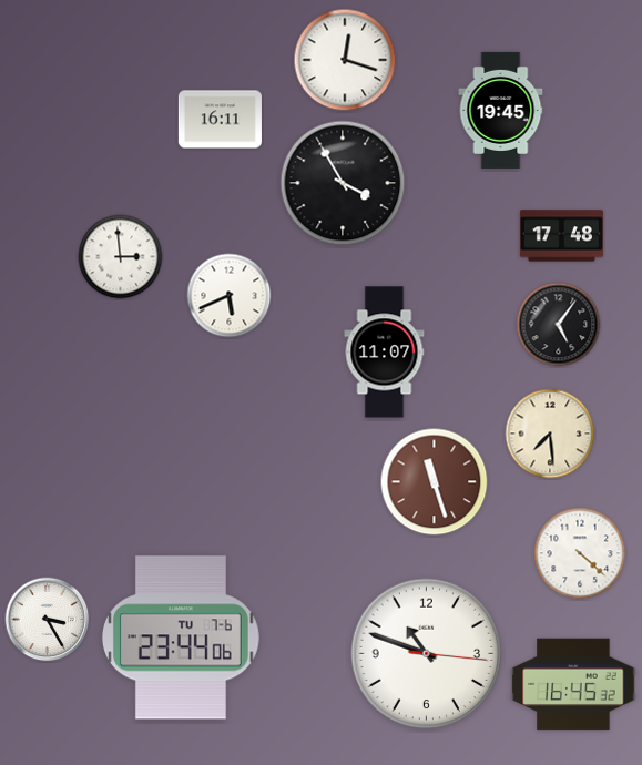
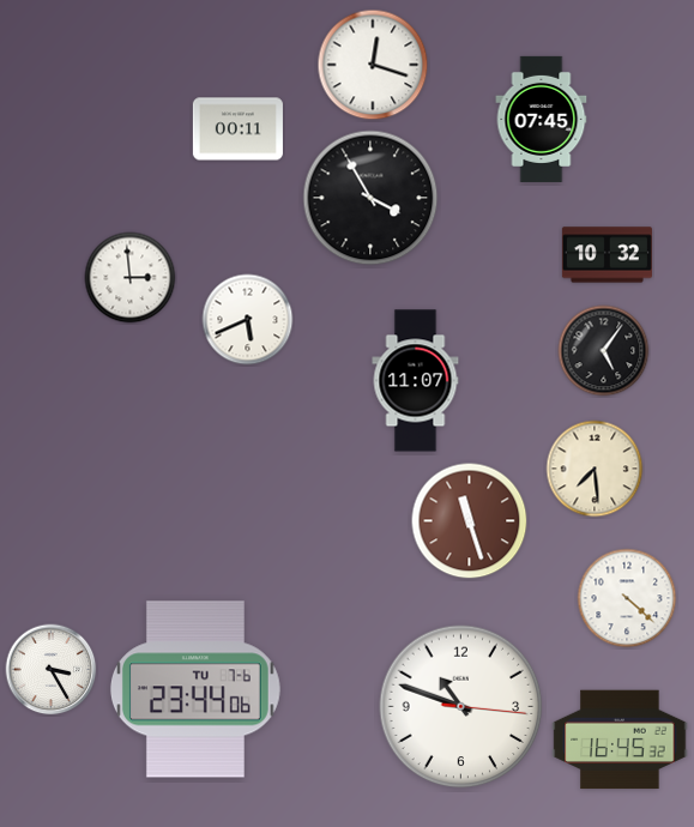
clock at (501, 110): 19:45 -> 07:45
clock at (220, 120): 16:11 -> 00:11
clock at (561, 236): 17:48 -> 10:32
